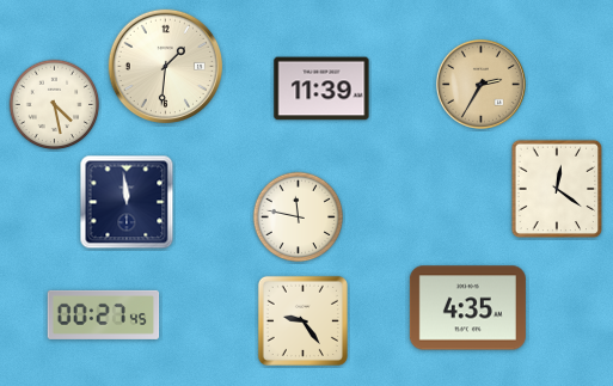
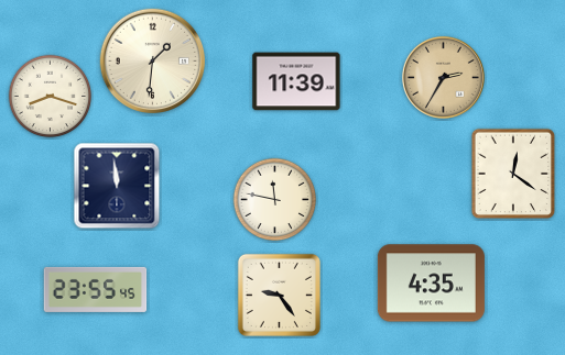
clock at (55, 105): 4:28 -> 8:18
clock at (104, 314): 00:27 -> 23:55
